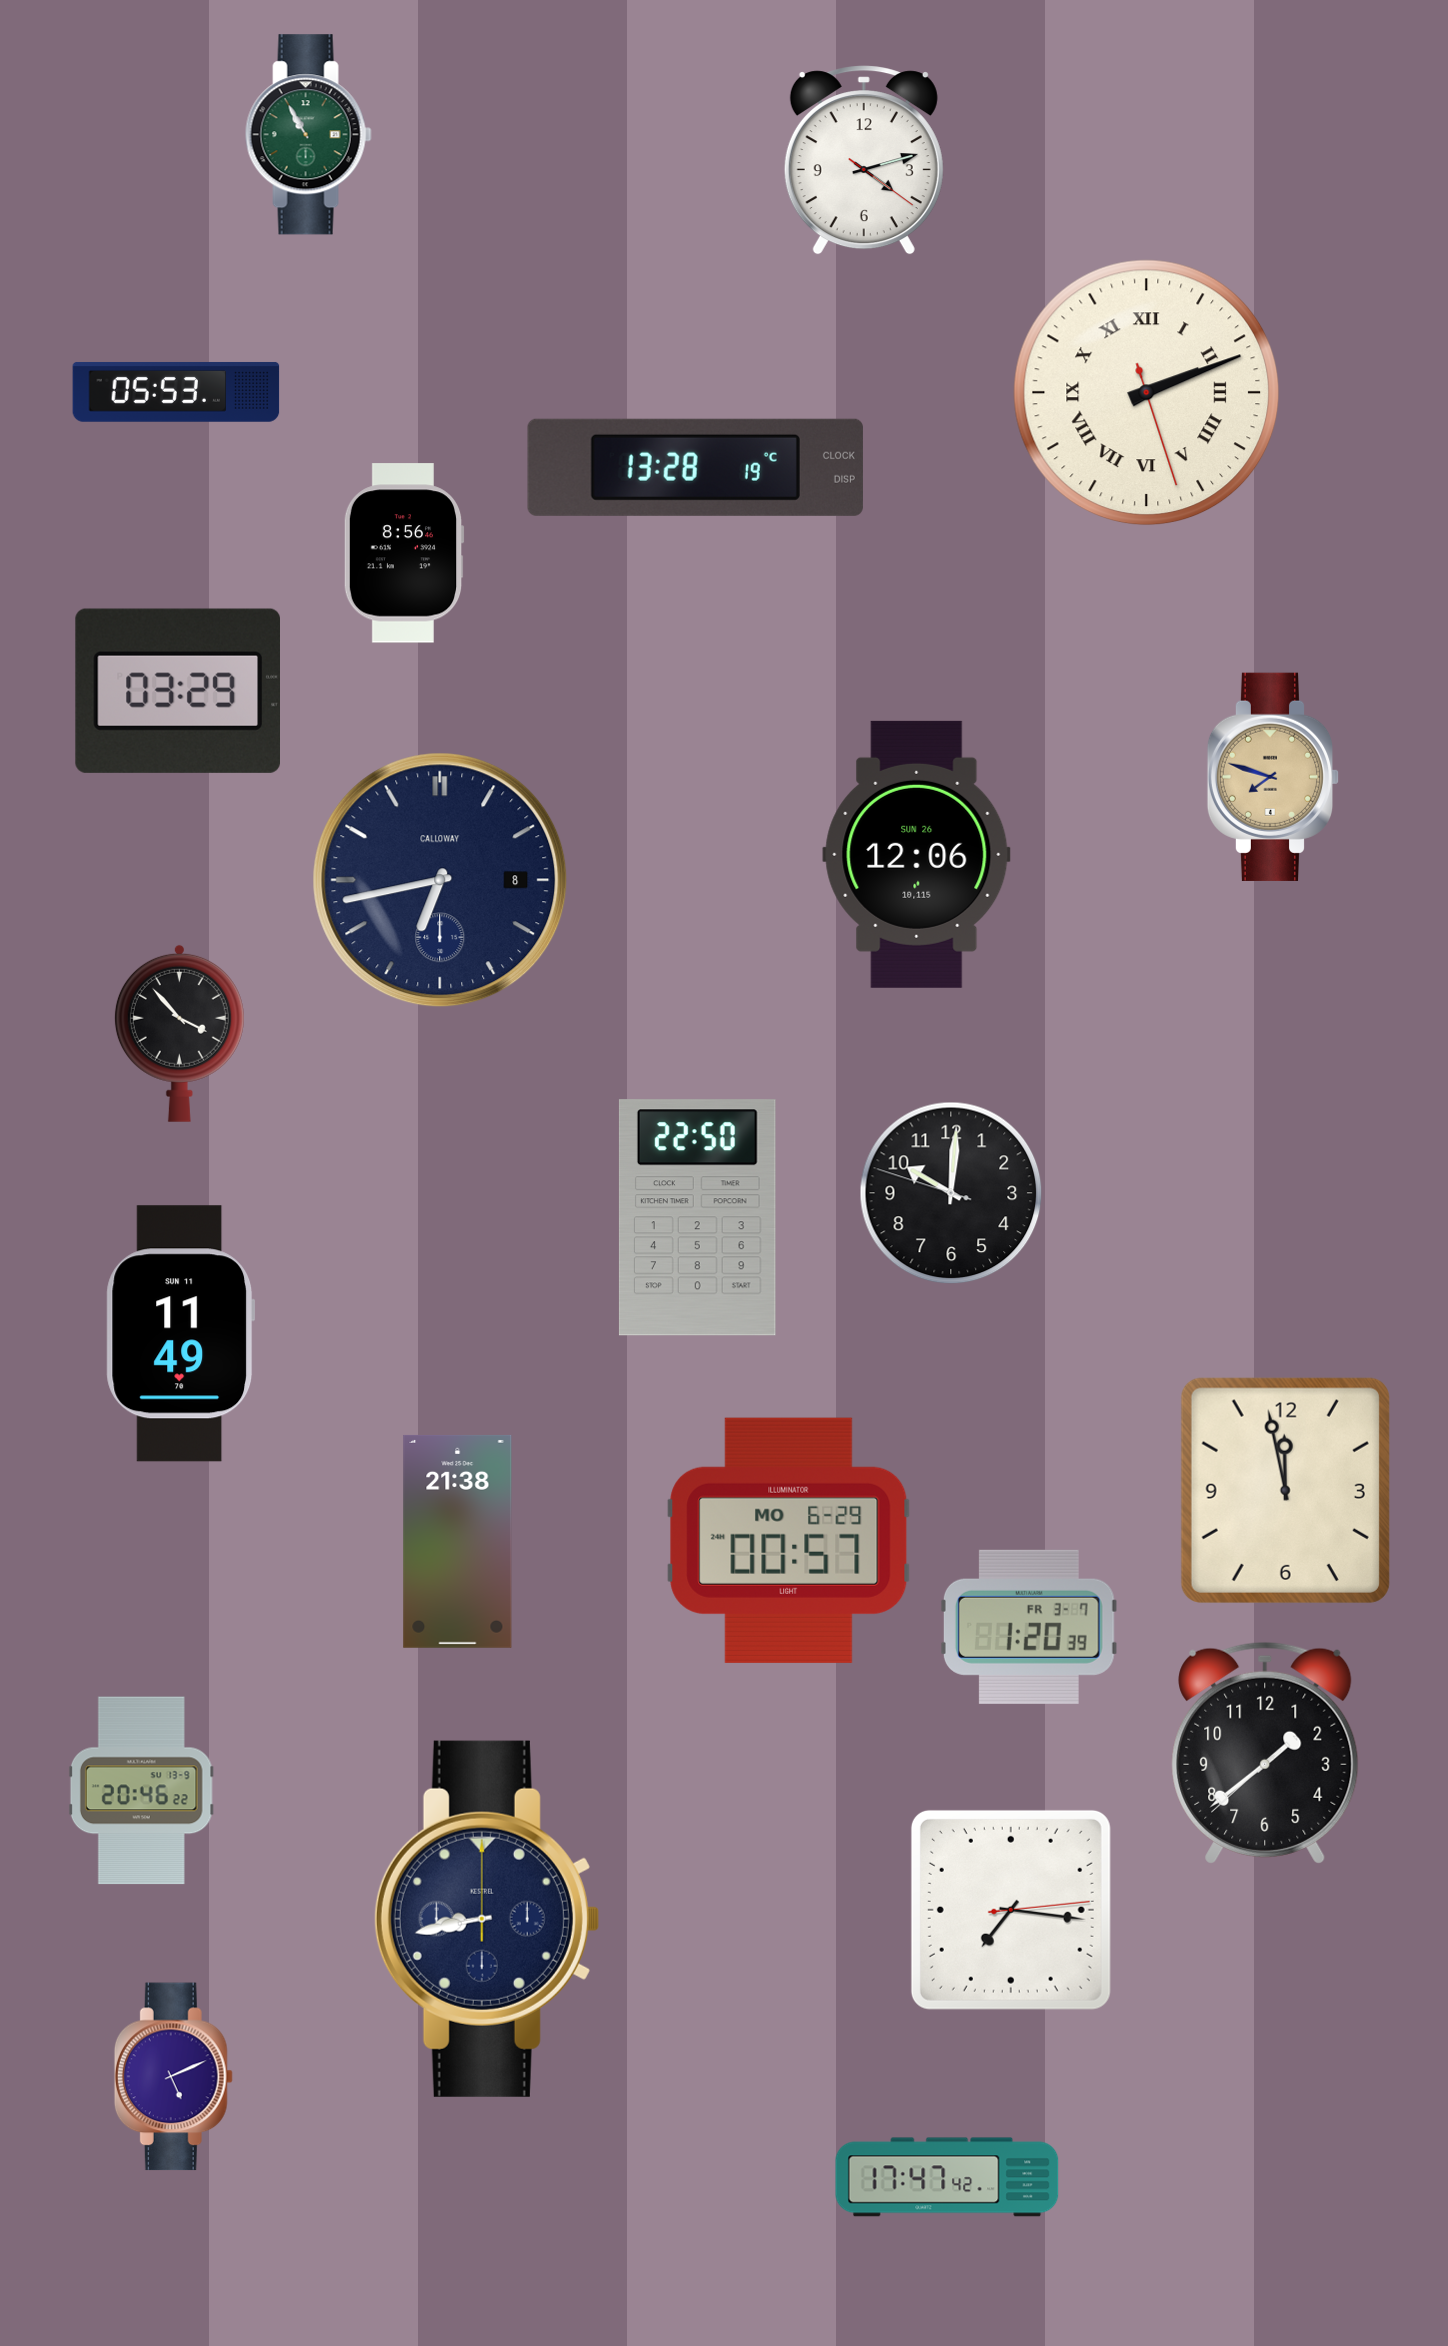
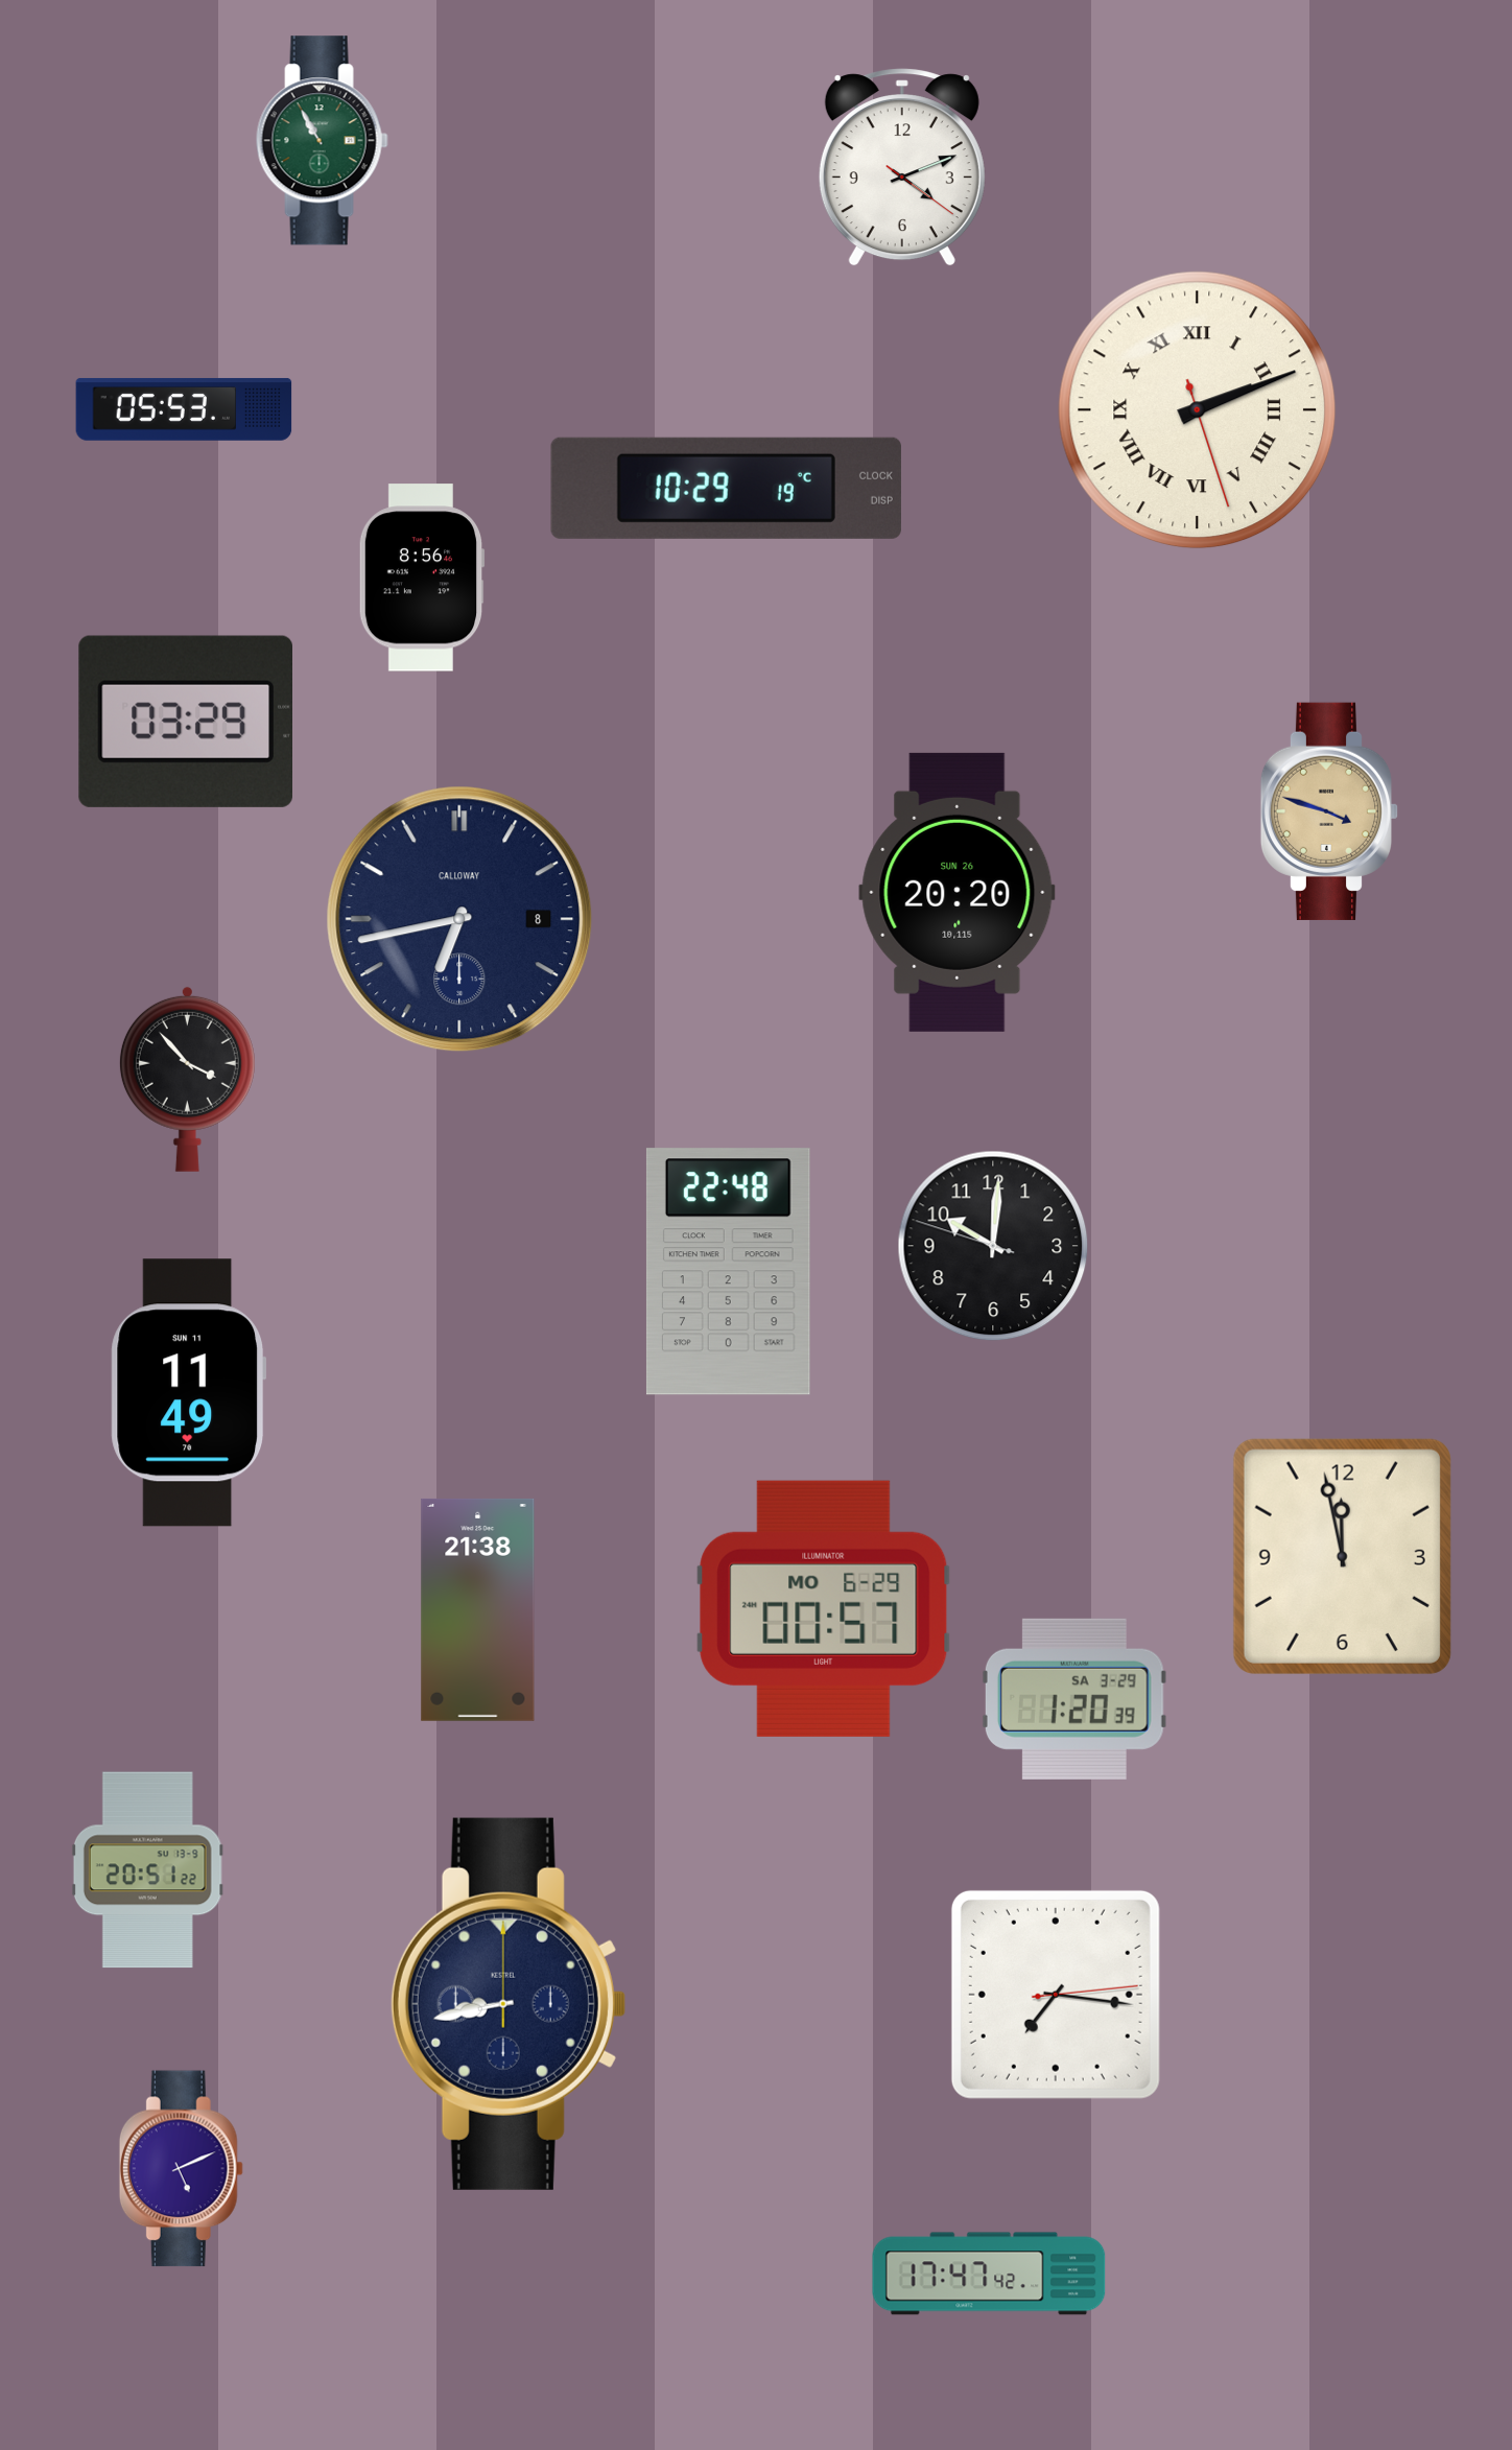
clock at (864, 160): 4:12 -> 4:11
clock at (695, 467): 13:28 -> 10:29
clock at (1273, 777): 7:48 -> 3:48
clock at (917, 854): 12:06 -> 20:20
clock at (697, 1218): 22:50 -> 22:48
clock at (1029, 1627) date: FR 3-7 -> SA 3-29
clock at (1265, 1753): 1:38 -> none
clock at (141, 1791): 20:46 -> 20:51
